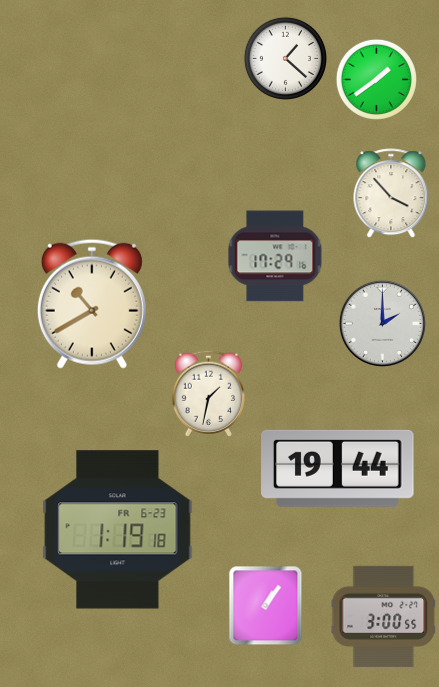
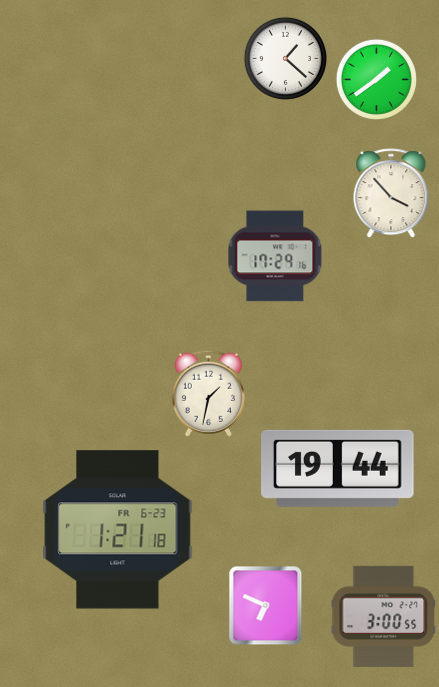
clock at (92, 304): 10:40 -> none
clock at (382, 323): 2:00 -> none
clock at (118, 530): 1:19 -> 1:21
clock at (266, 605): 1:06 -> 6:49
